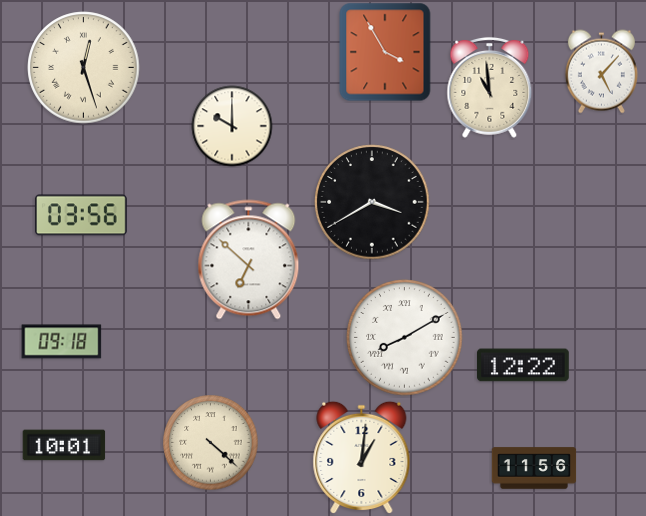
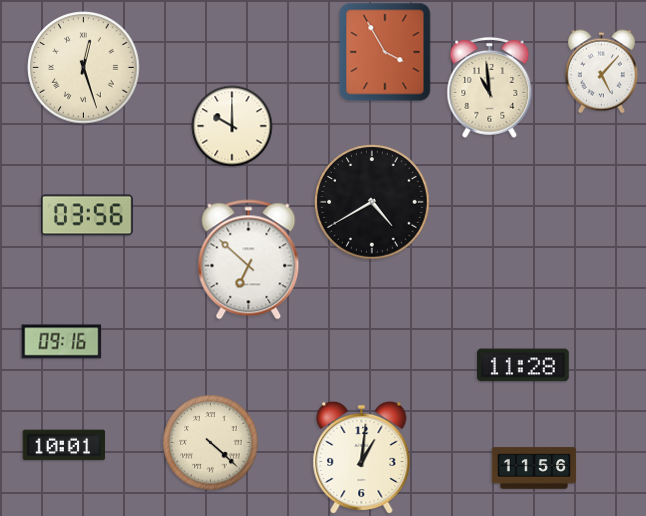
clock at (372, 202): 3:40 -> 4:40
clock at (82, 215) position: (82, 215) -> (88, 215)
clock at (405, 338): 8:10 -> none
clock at (62, 342): 09:18 -> 09:16
clock at (524, 365): 12:22 -> 11:28
